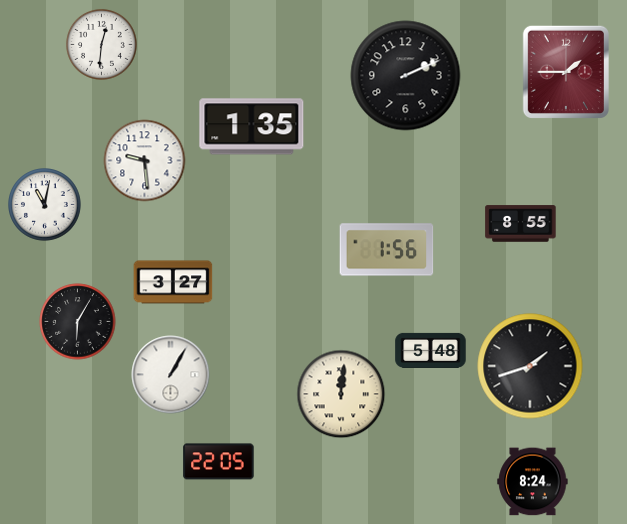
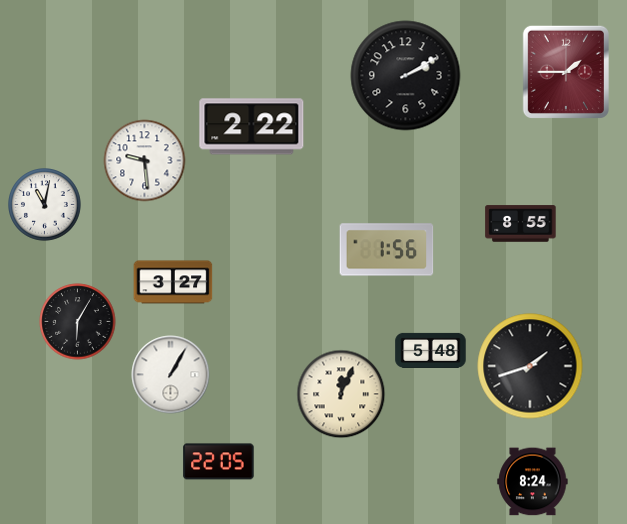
clock at (101, 44): 12:31 -> none
clock at (406, 76): 2:11 -> 2:10
clock at (252, 127): 1:35 -> 2:22
clock at (341, 394): 12:01 -> 12:04
